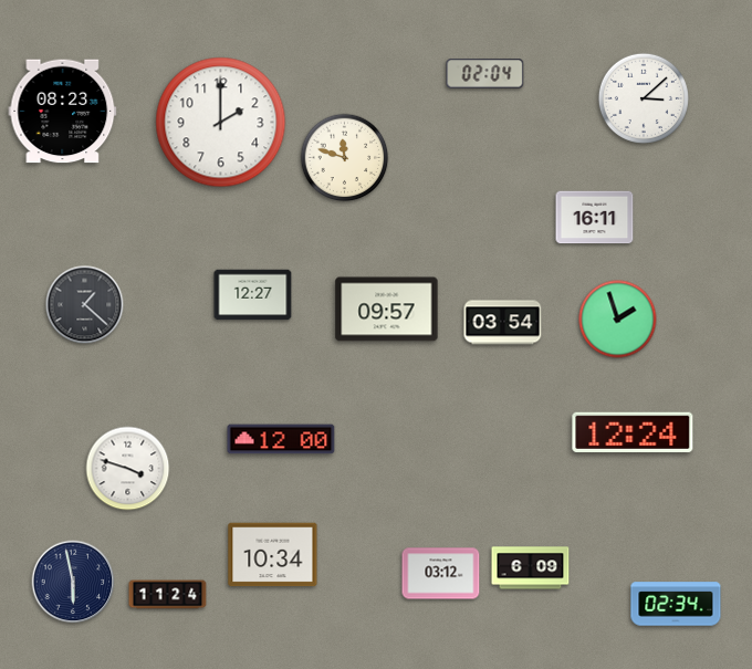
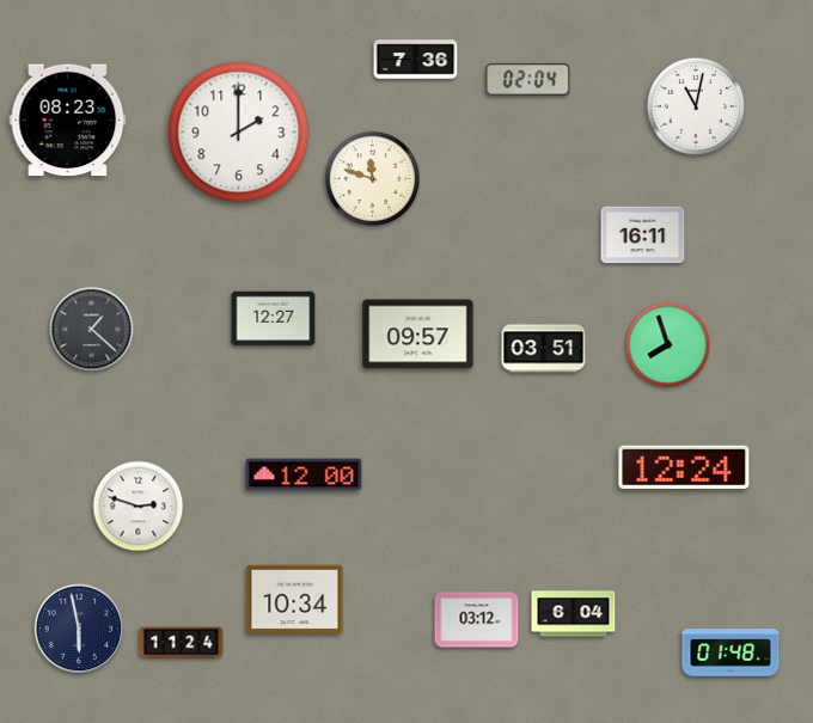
clock at (416, 60): none -> 7:36
clock at (485, 74) position: (485, 74) -> (528, 80)
clock at (644, 98): 3:08 -> 11:02
clock at (345, 158) position: (345, 158) -> (373, 179)
clock at (618, 320): 1:57 -> 7:57
clock at (503, 323): 03:54 -> 03:51
clock at (128, 469): 3:48 -> 2:48
clock at (531, 568): 6:09 -> 6:04
clock at (676, 604): 02:34 -> 01:48
